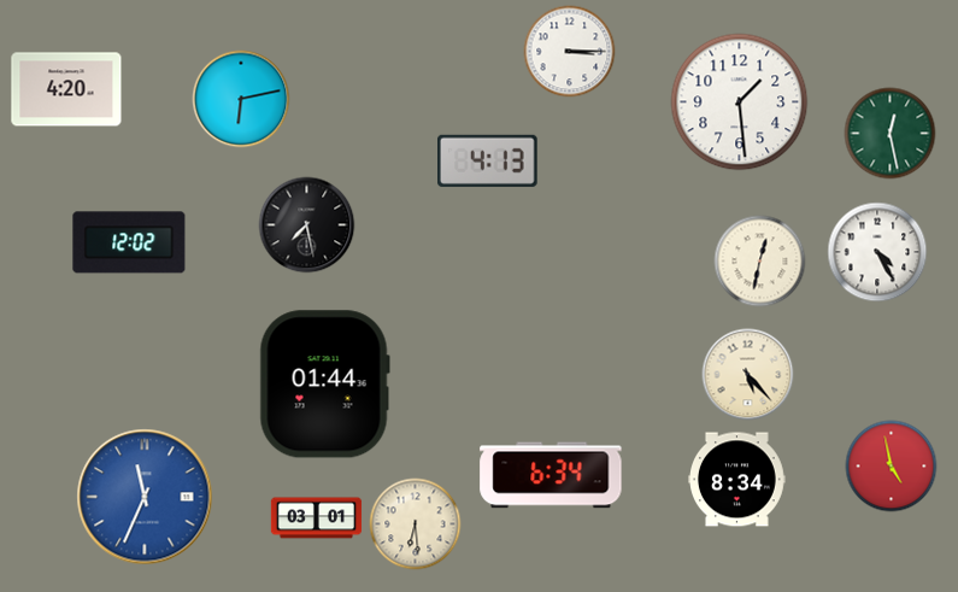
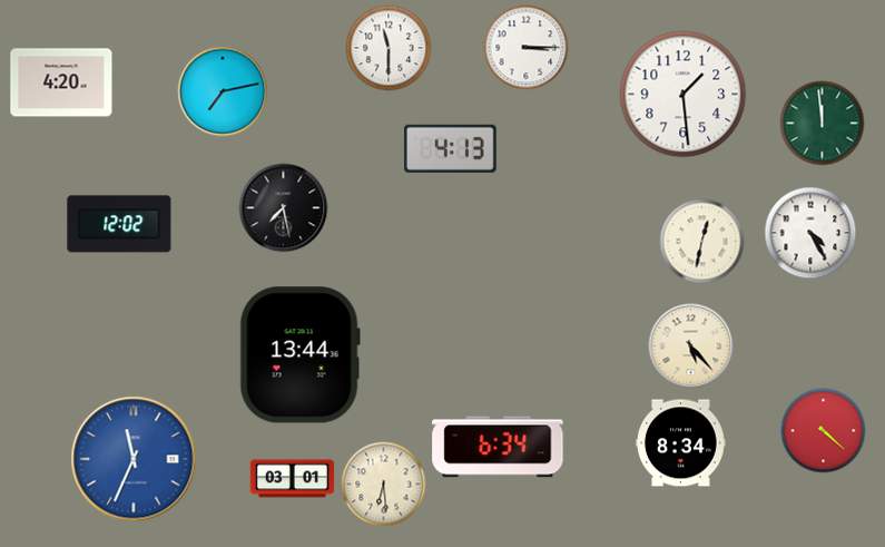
clock at (389, 48): none -> 11:30
clock at (241, 99): 6:13 -> 7:13
clock at (891, 134): 12:28 -> 11:59
clock at (324, 385): 01:44 -> 13:44
clock at (892, 467): 4:58 -> 4:22
clock at (551, 475) position: (551, 475) -> (498, 447)
